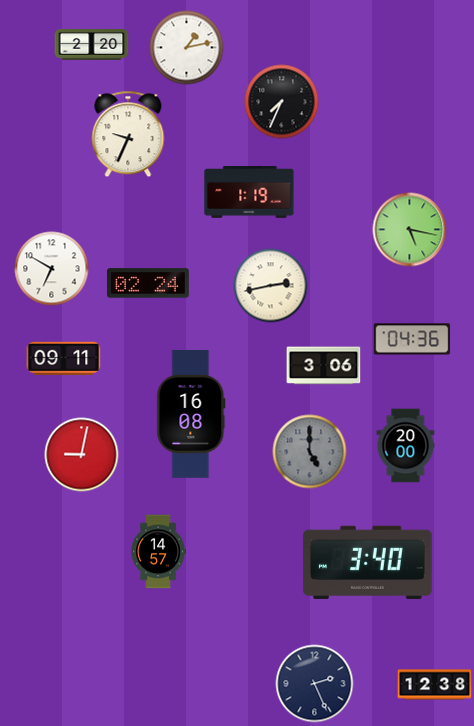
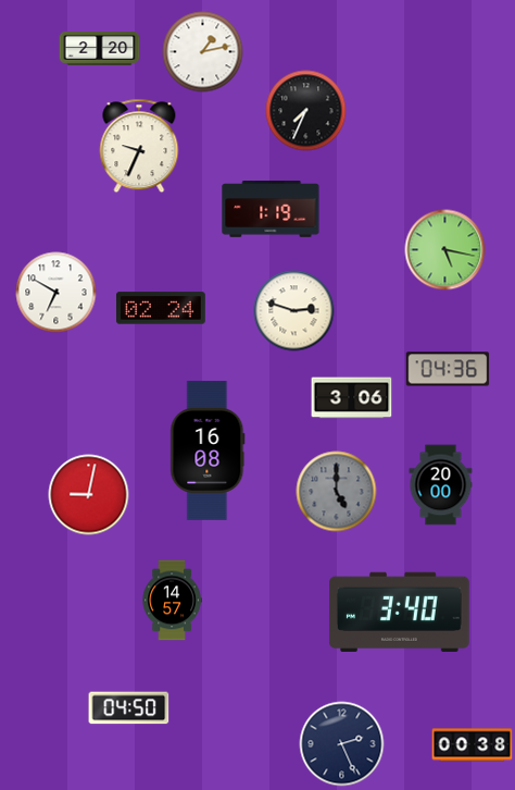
clock at (271, 286): 2:43 -> 2:48
clock at (64, 359): 09:11 -> none
clock at (129, 708): none -> 04:50
clock at (435, 685): 12:38 -> 00:38
